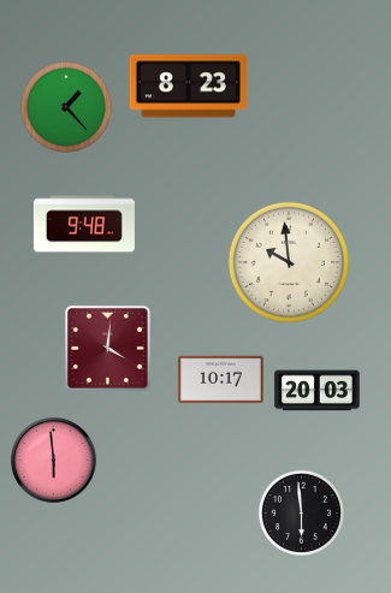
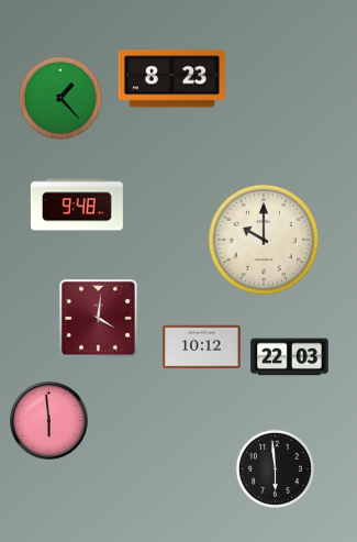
clock at (289, 262): 9:59 -> 10:00
clock at (221, 380): 10:17 -> 10:12
clock at (318, 391): 20:03 -> 22:03
